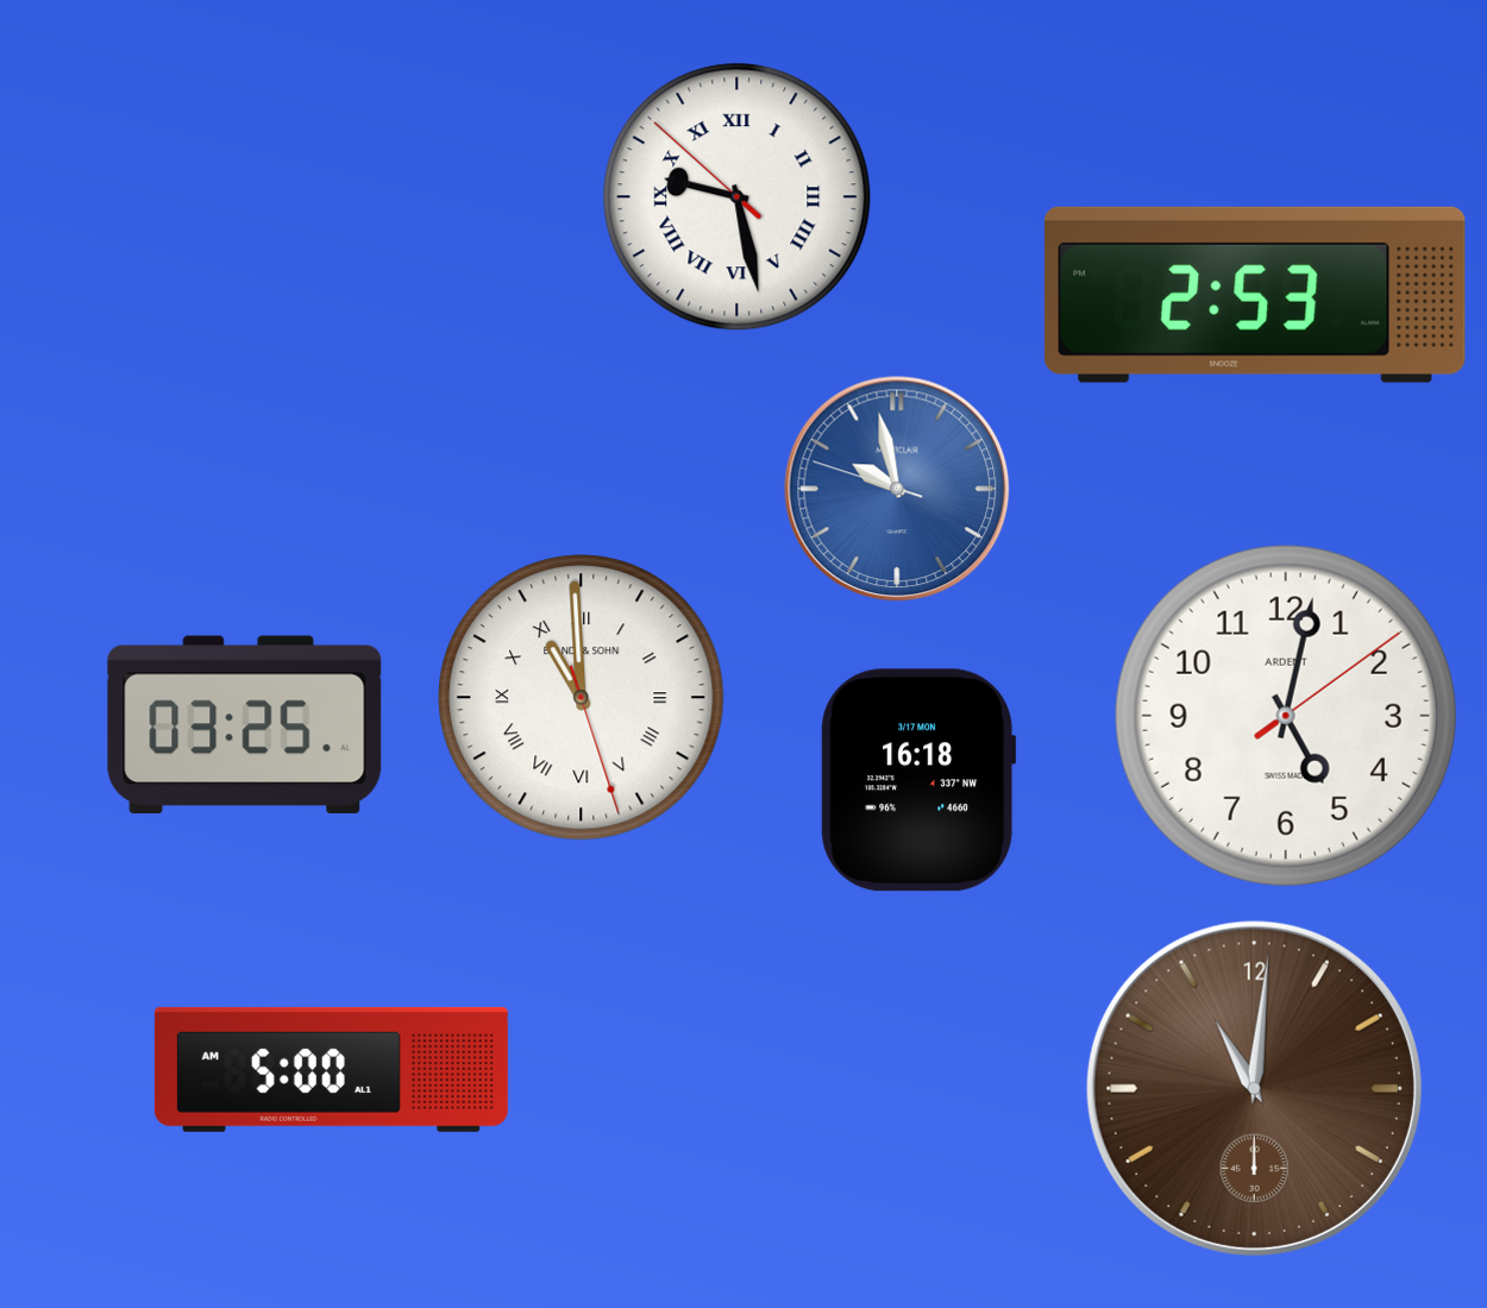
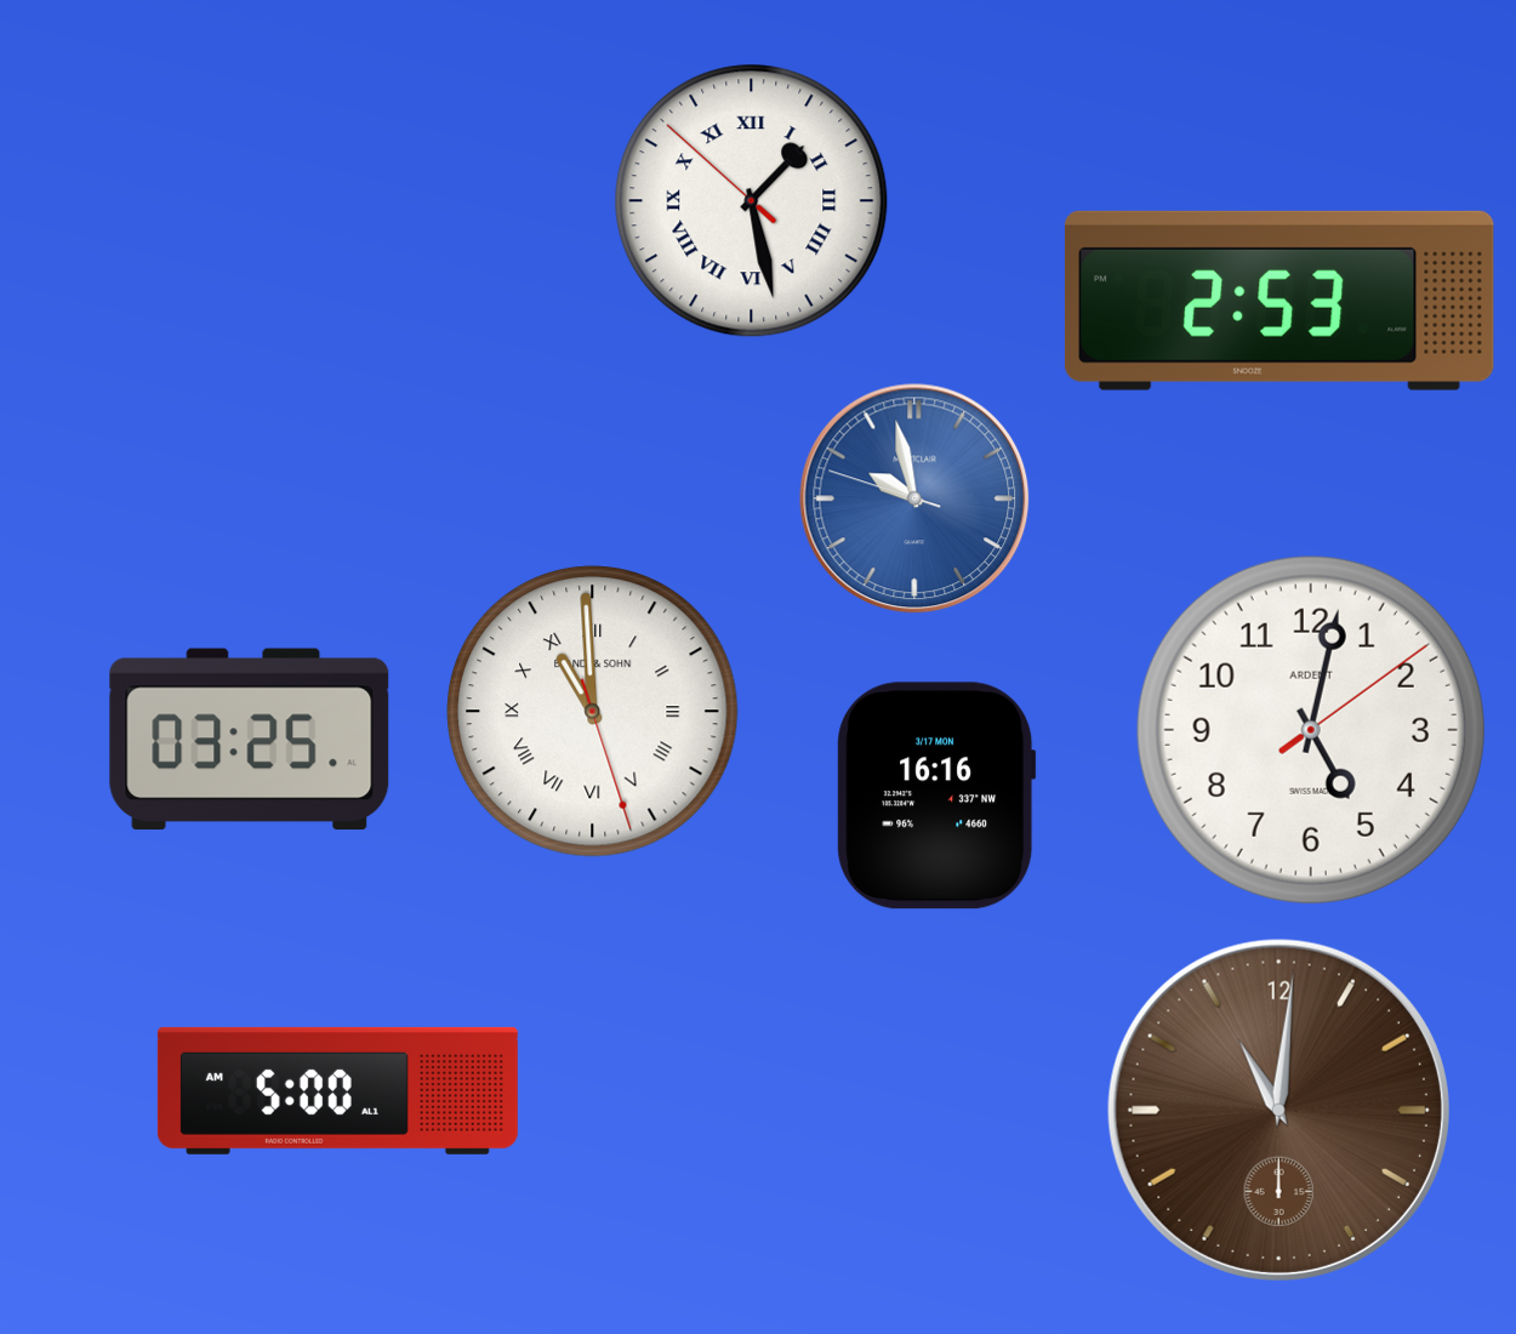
clock at (738, 197): 9:27 -> 1:27
clock at (918, 780): 16:18 -> 16:16
